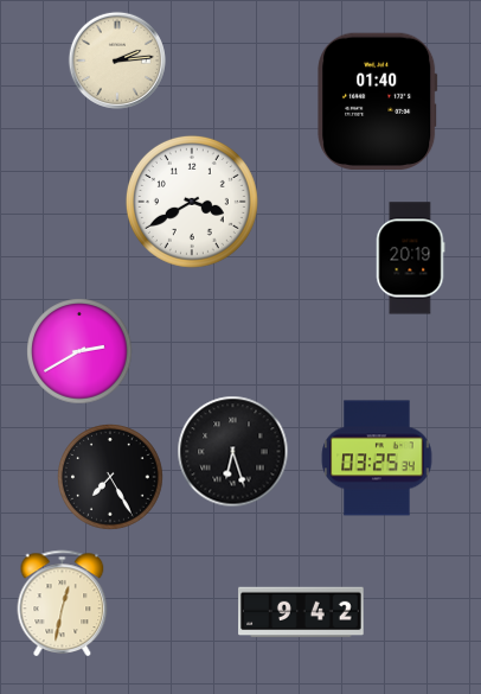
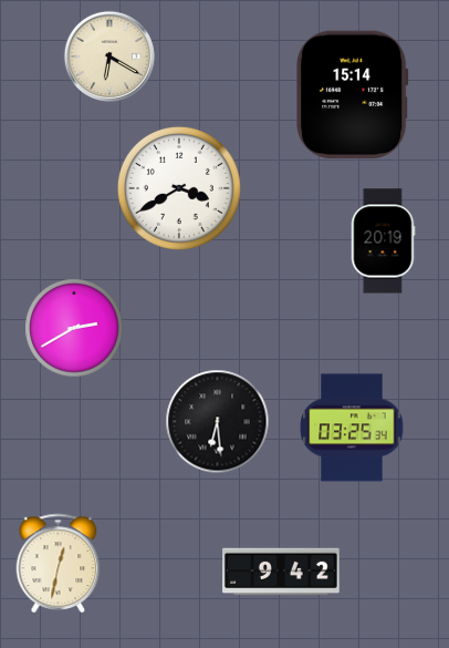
clock at (117, 61): 2:14 -> 6:20
clock at (378, 102): 01:40 -> 15:14
clock at (233, 452): 6:27 -> 6:29
clock at (110, 477): 7:25 -> none
